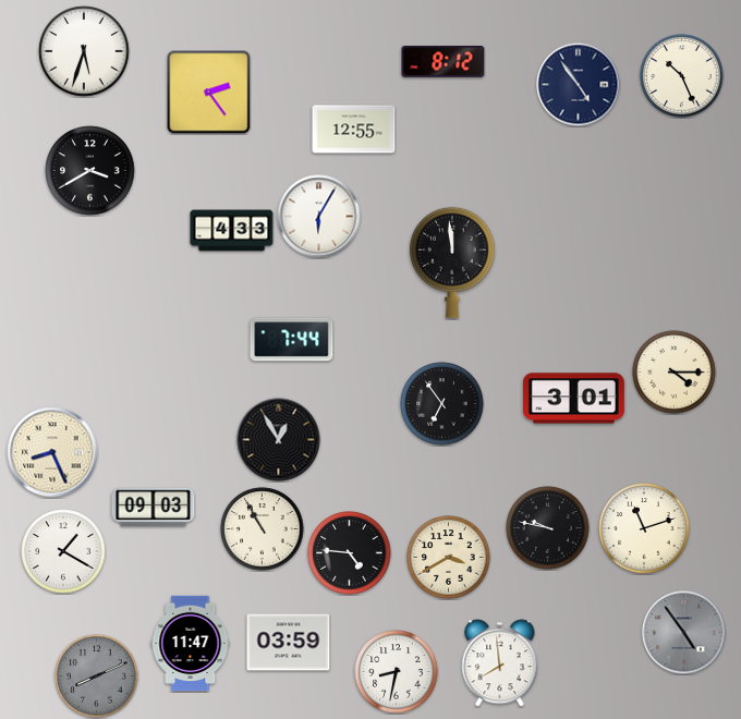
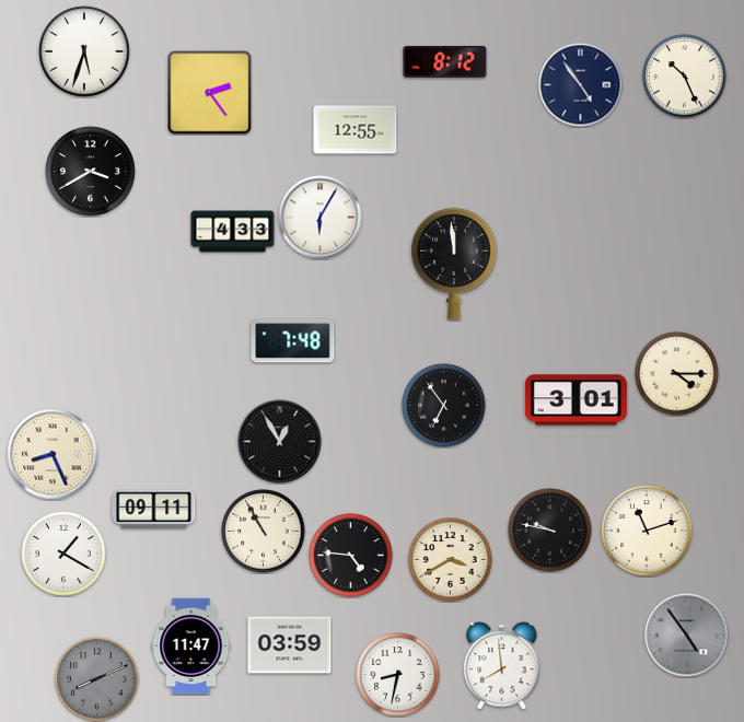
clock at (292, 340): 7:44 -> 7:48
clock at (154, 507): 09:03 -> 09:11
